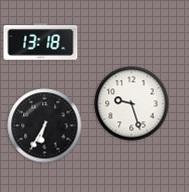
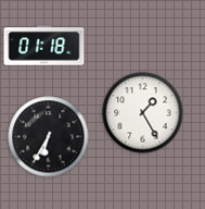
clock at (41, 42): 13:18 -> 01:18
clock at (132, 104): 9:27 -> 1:25
